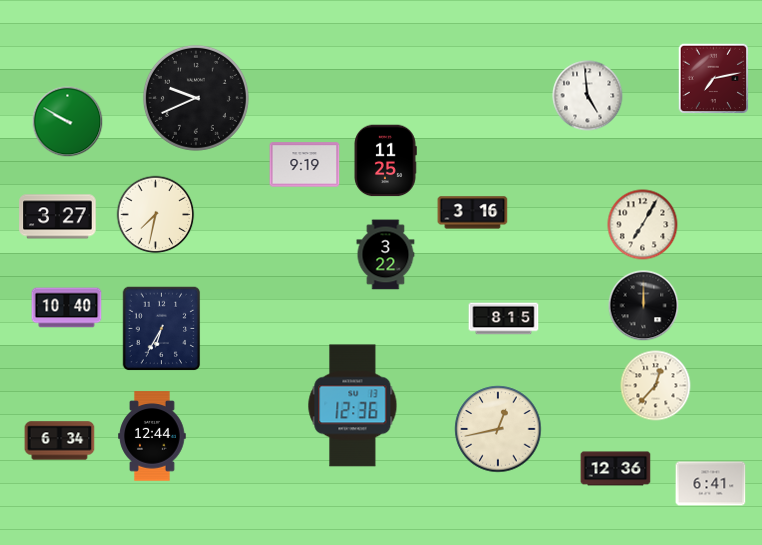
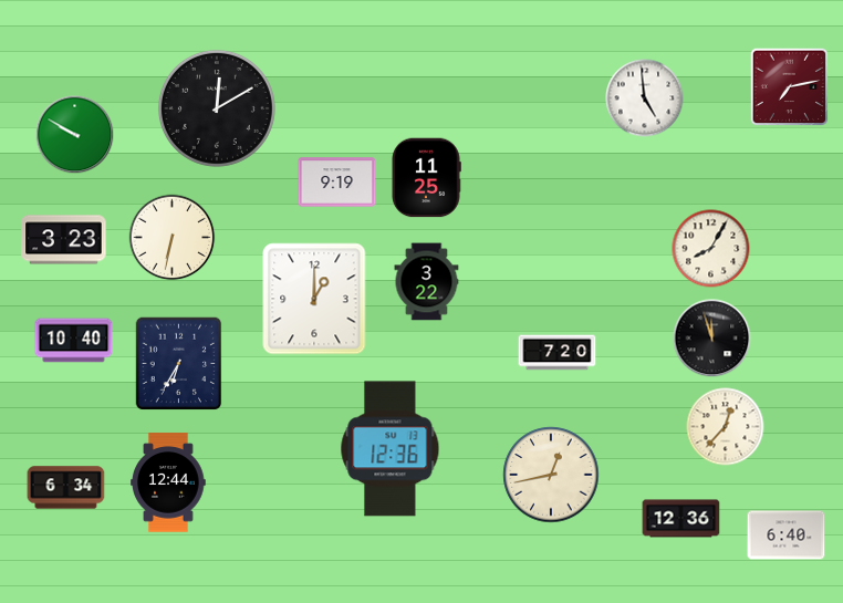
clock at (588, 96) position: (588, 96) -> (645, 98)
clock at (196, 98): 9:41 -> 12:10
clock at (473, 213): 3:16 -> none
clock at (156, 215): 7:32 -> 6:32
clock at (58, 217): 3:27 -> 3:23
clock at (643, 225): 7:05 -> 8:05
clock at (314, 299): none -> 1:00
clock at (644, 306): 12:00 -> 11:57
clock at (504, 319): 8:15 -> 7:20
clock at (711, 484): 6:41 -> 6:40
